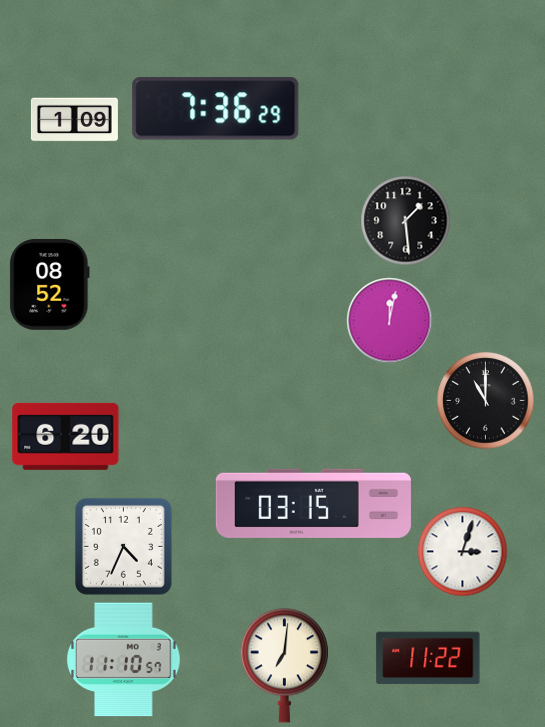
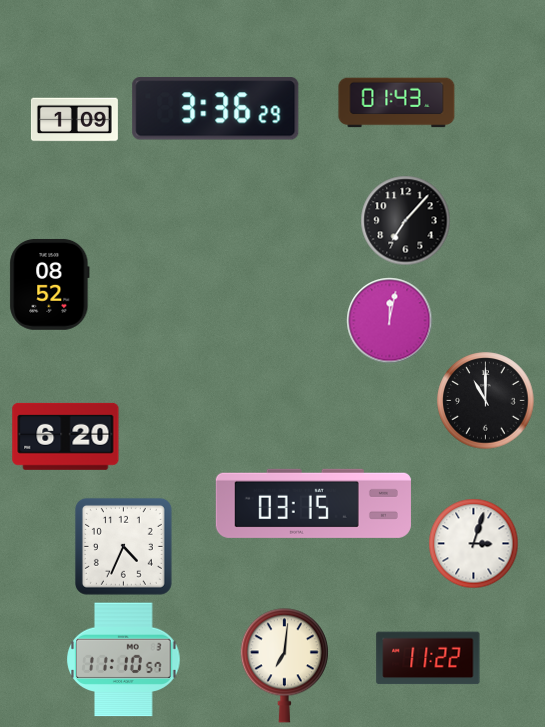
clock at (397, 103): none -> 01:43
clock at (216, 109): 7:36 -> 3:36
clock at (405, 220): 1:29 -> 7:07
clock at (462, 551) position: (462, 551) -> (473, 543)
